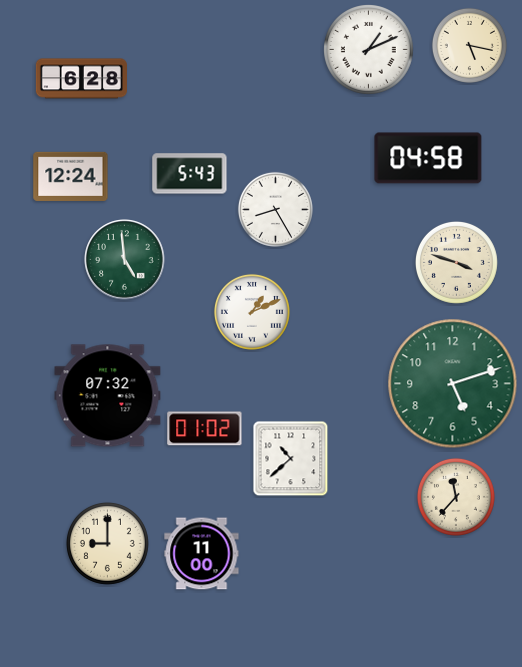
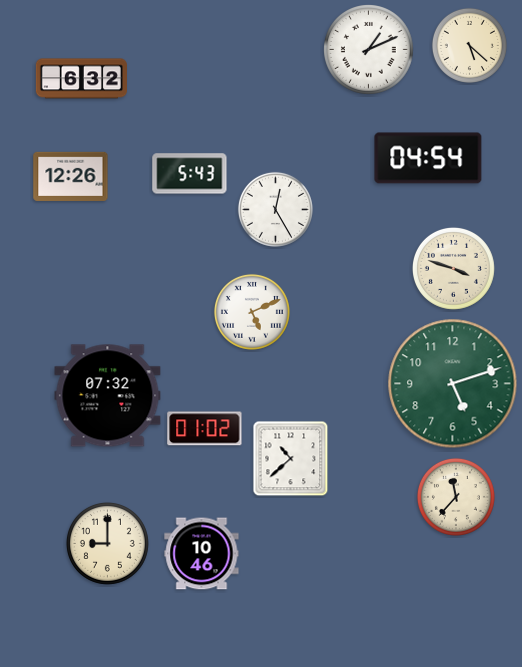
clock at (469, 45): 5:17 -> 5:22
clock at (81, 79): 6:28 -> 6:32
clock at (428, 158): 04:58 -> 04:54
clock at (71, 176): 12:24 -> 12:26
clock at (275, 209): 8:25 -> 12:25
clock at (125, 260): 4:59 -> none
clock at (456, 262) position: (456, 262) -> (453, 268)
clock at (252, 312): 1:11 -> 5:11
clock at (202, 554): 11:00 -> 10:46
